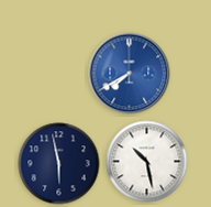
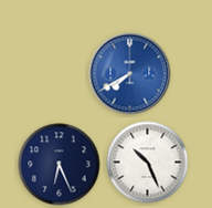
clock at (147, 162): 10:28 -> 10:26
clock at (59, 164): 5:58 -> 6:26
